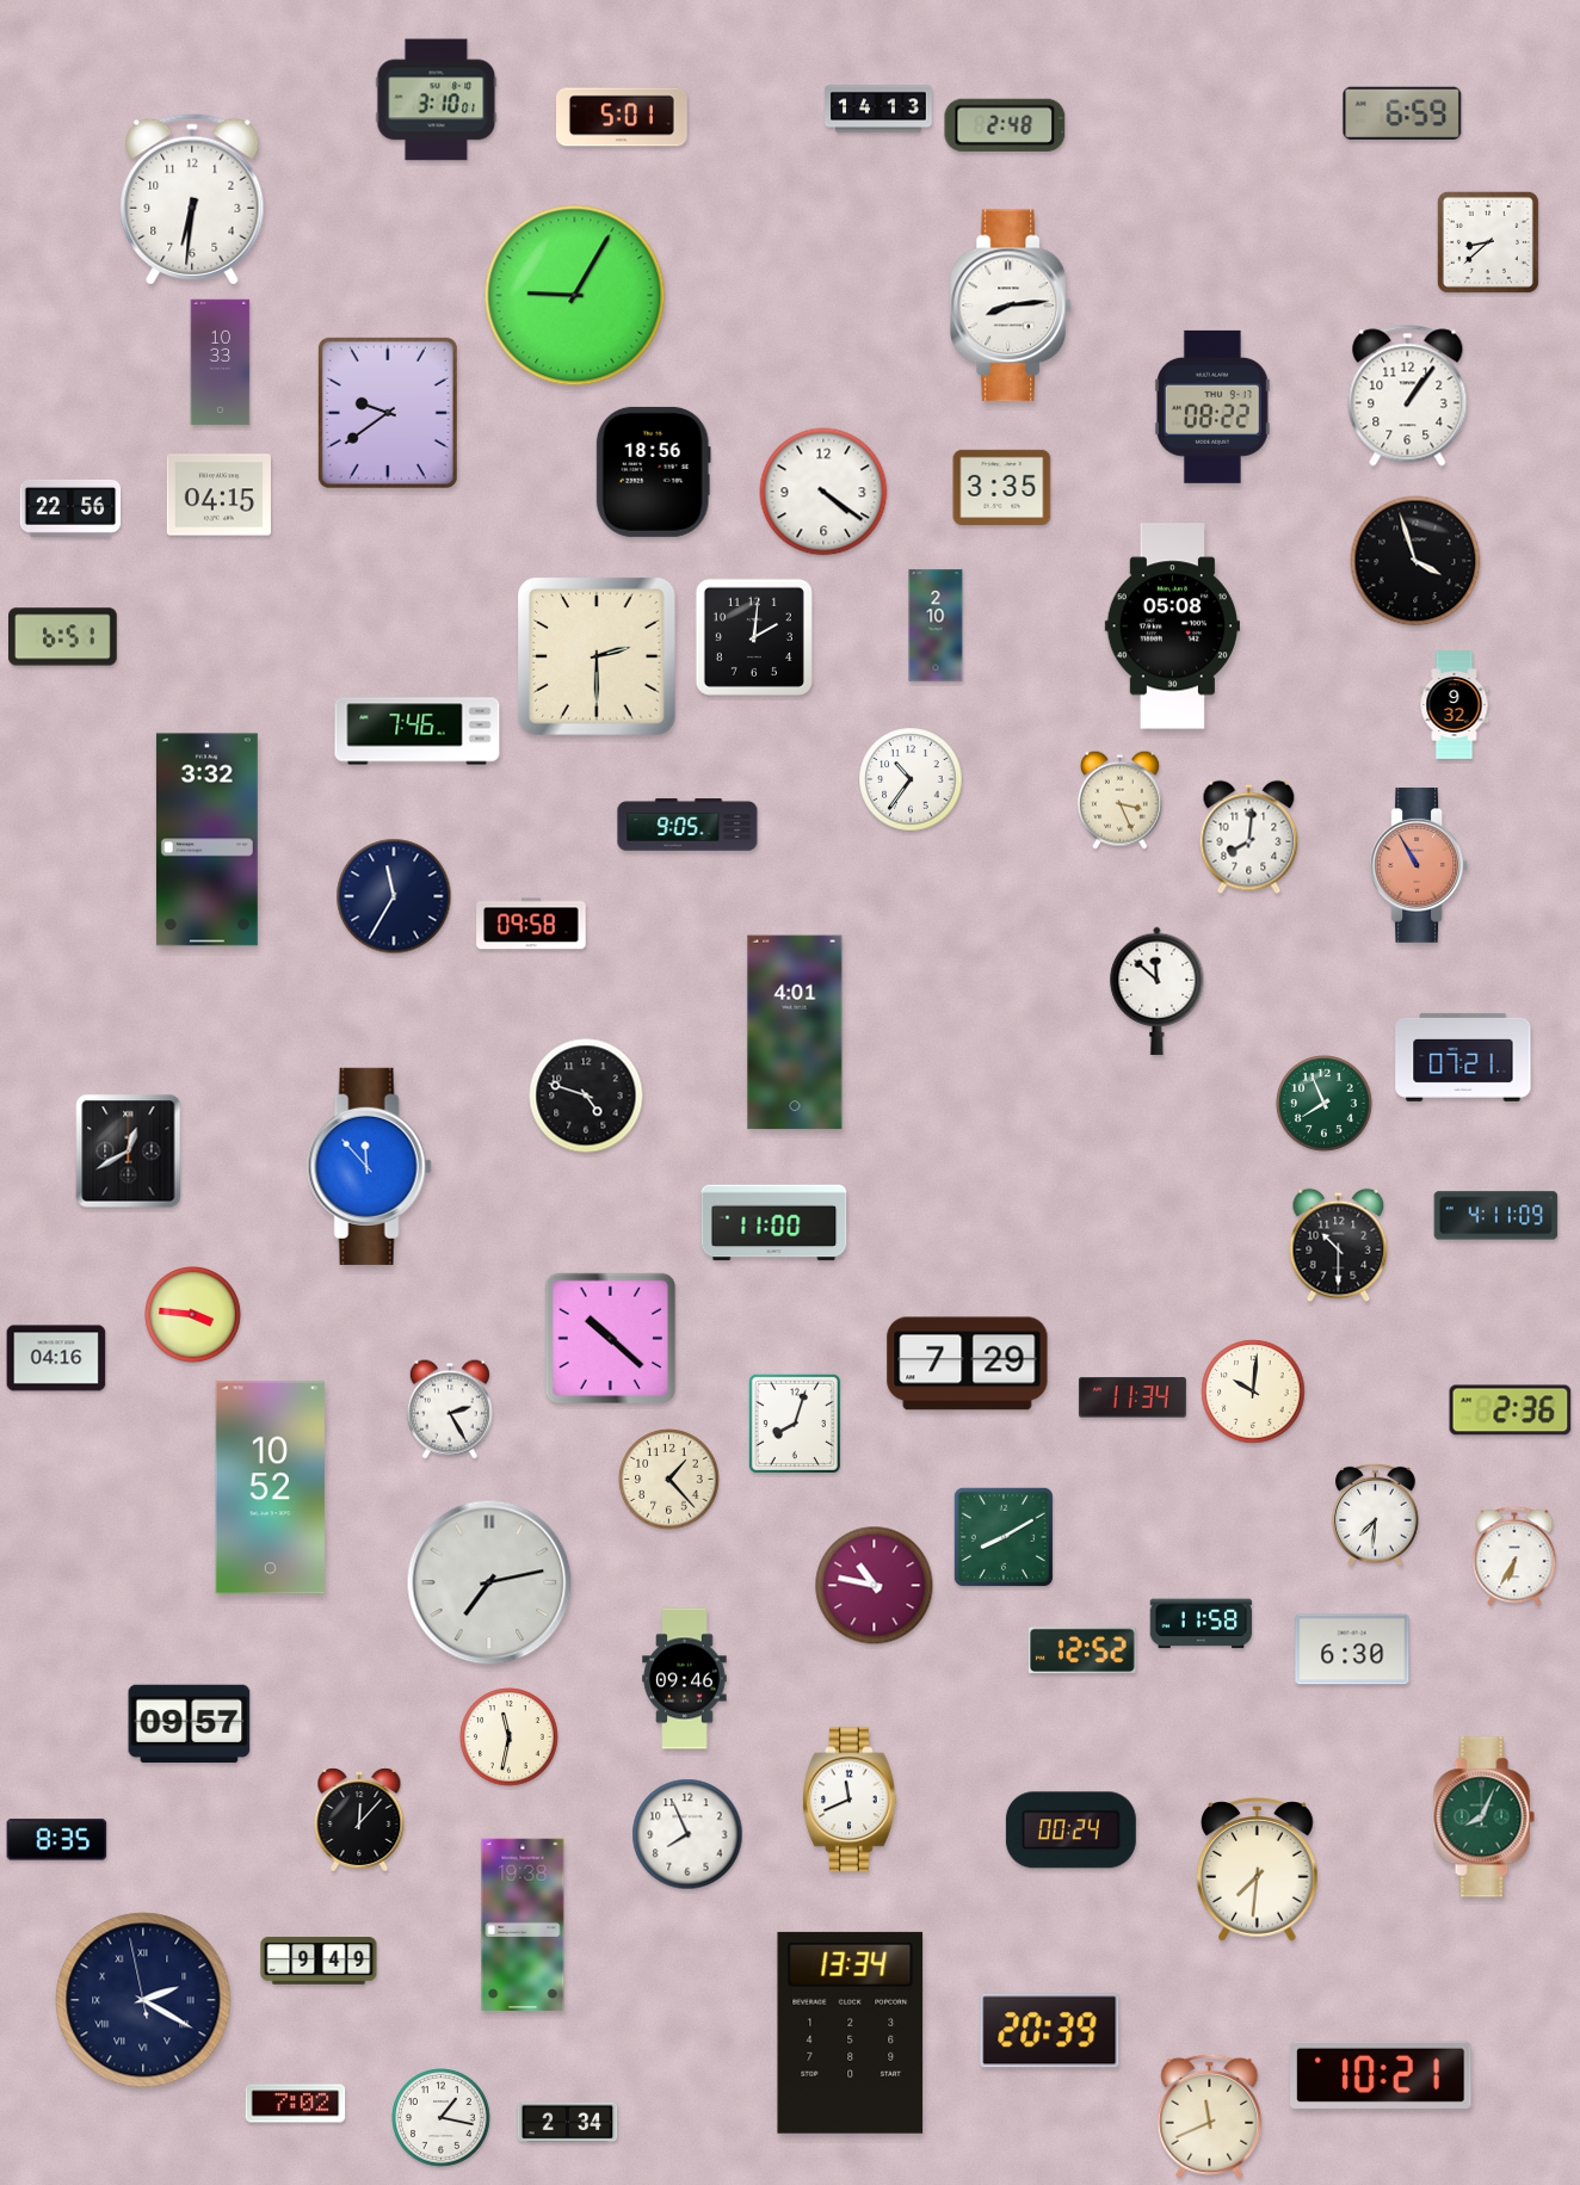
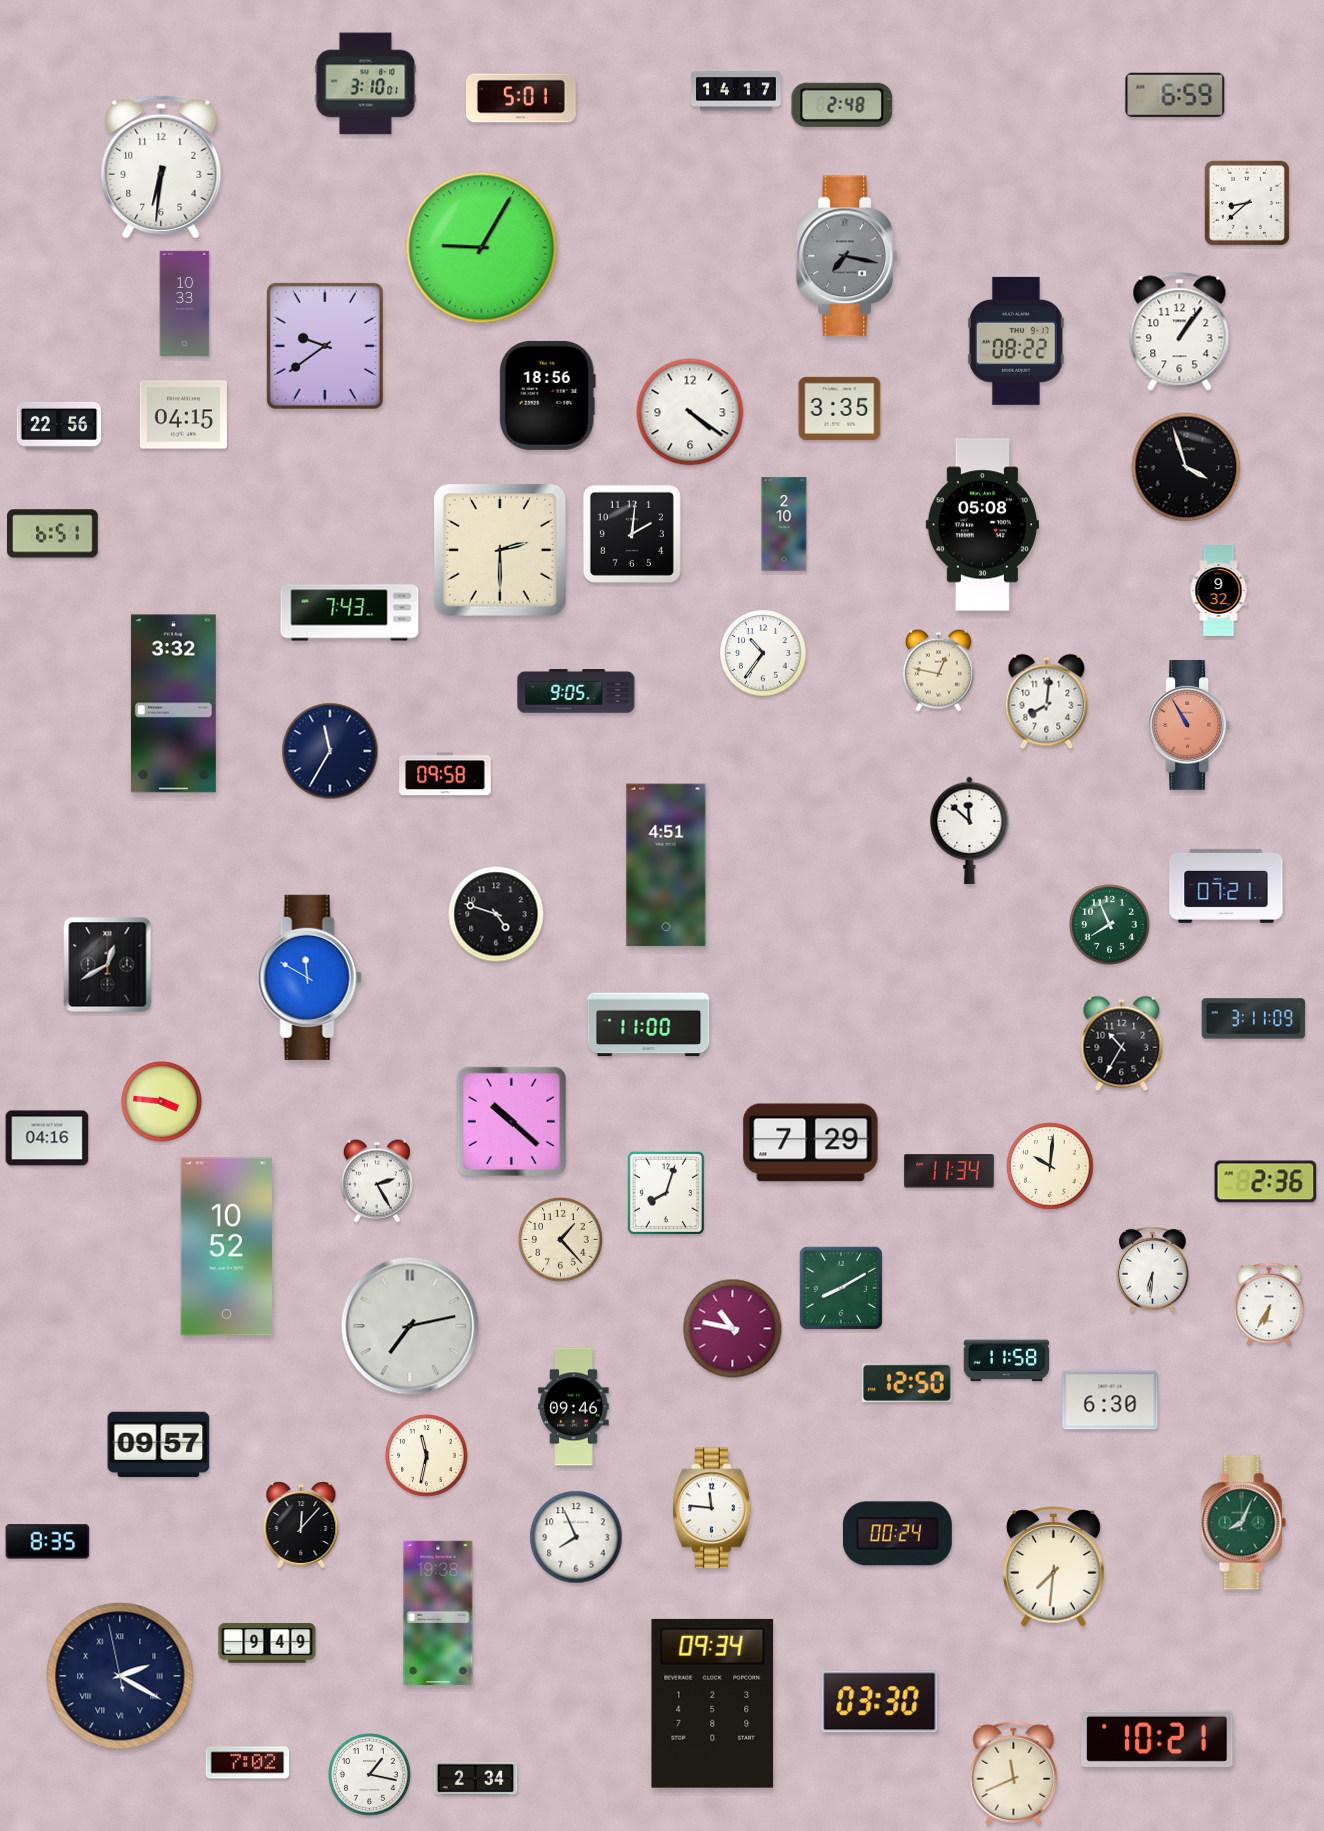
clock at (878, 109): 14:13 -> 14:17
clock at (1011, 305): 8:14 -> 7:17
clock at (1011, 305) dial: white -> grey
clock at (1415, 561) position: (1415, 561) -> (1186, 467)
clock at (418, 732): 7:46 -> 7:43
clock at (1119, 800): 3:26 -> 12:47
clock at (795, 1032): 4:01 -> 4:51
clock at (586, 1095) position: (586, 1095) -> (496, 914)
clock at (369, 1166): 11:53 -> 11:50
clock at (1496, 1216): 4:11 -> 3:11
clock at (1339, 1246): 10:30 -> 10:35
clock at (1376, 1514): 7:31 -> 6:31
clock at (1352, 1649) position: (1352, 1649) -> (1110, 1400)
clock at (1082, 1650): 12:52 -> 12:50
clock at (850, 1800): 11:41 -> 11:46
clock at (1050, 2031): 20:39 -> 03:30
clock at (851, 2032): 13:34 -> 09:34
